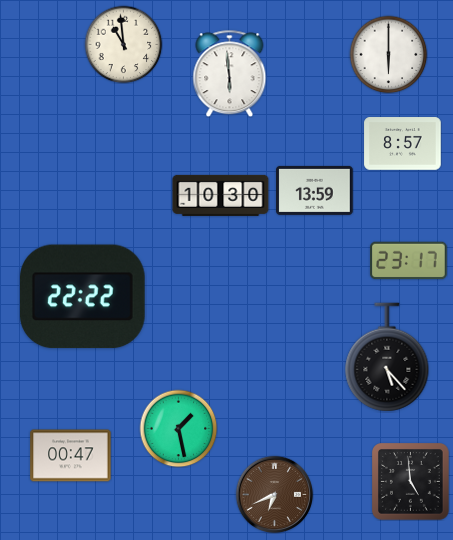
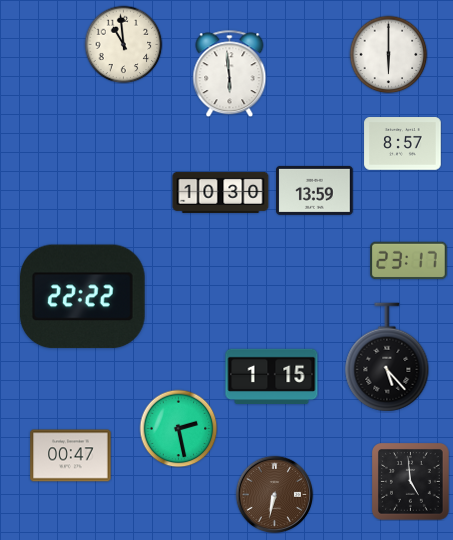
clock at (221, 195) position: (221, 195) -> (221, 192)
clock at (272, 376): none -> 1:15
clock at (178, 428): 1:28 -> 2:28
clock at (274, 494): 6:41 -> 6:32
